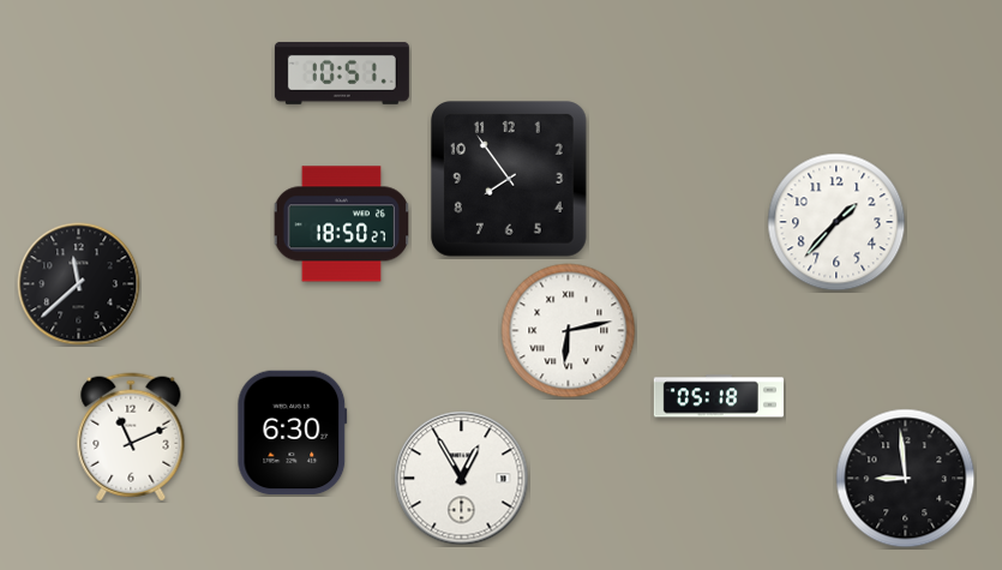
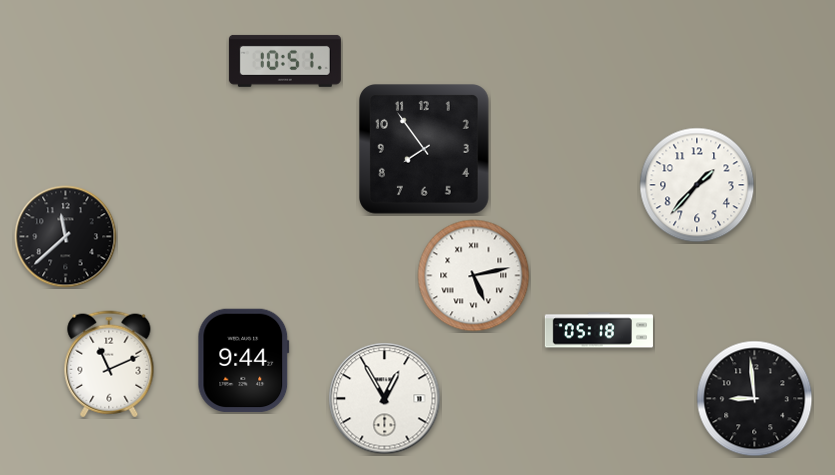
clock at (341, 224): 18:50 -> none
clock at (569, 331): 6:13 -> 5:13
clock at (293, 433): 6:30 -> 9:44
